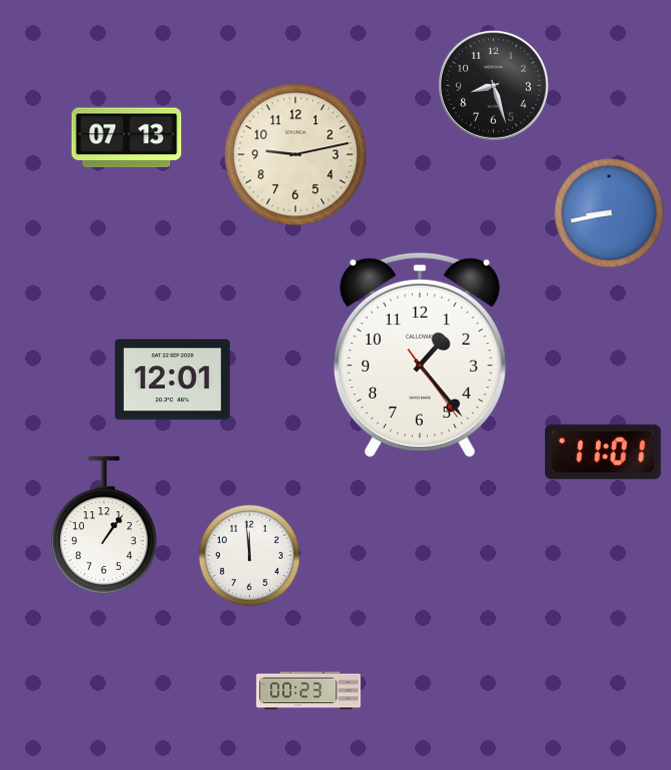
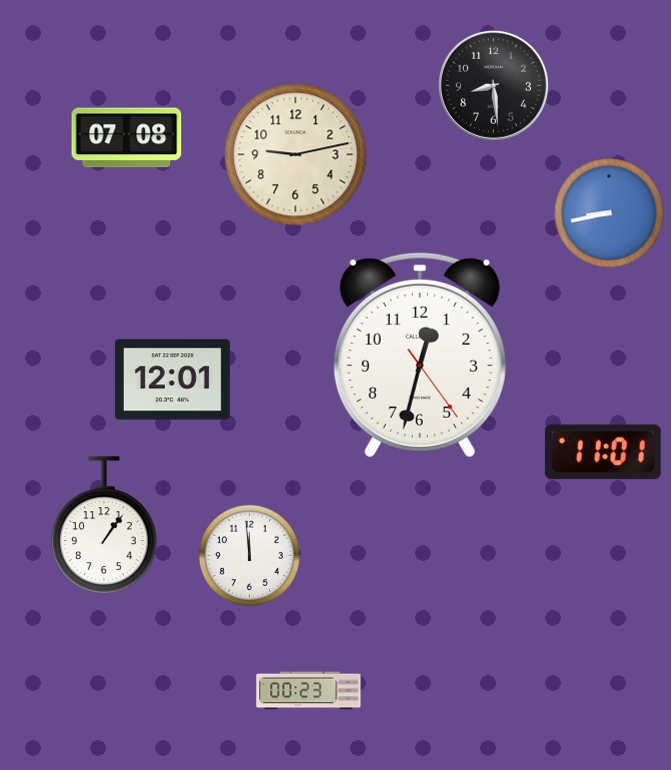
clock at (493, 85): 8:27 -> 8:29
clock at (127, 138): 07:13 -> 07:08
clock at (420, 355): 1:23 -> 12:32
